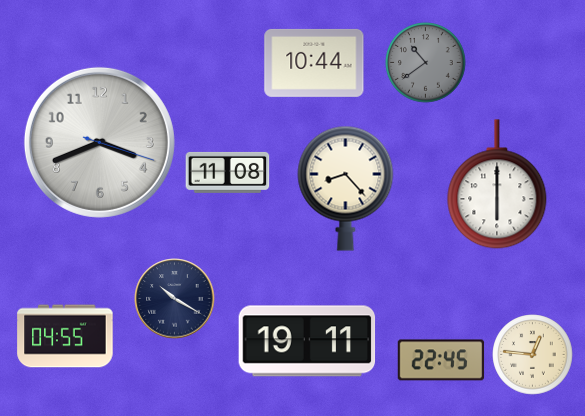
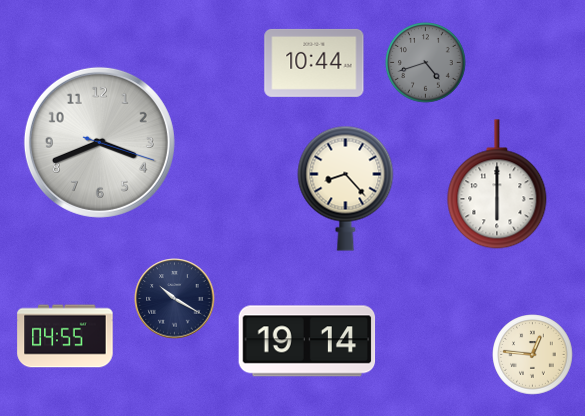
clock at (426, 63): 10:39 -> 4:42
clock at (228, 172): 11:08 -> none
clock at (307, 341): 19:11 -> 19:14
clock at (441, 360): 22:45 -> none
